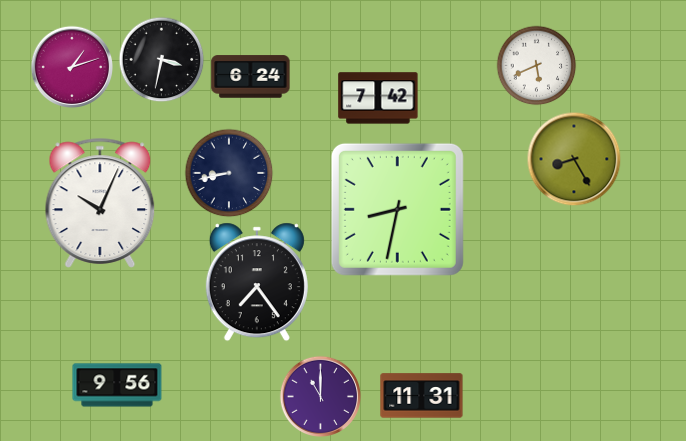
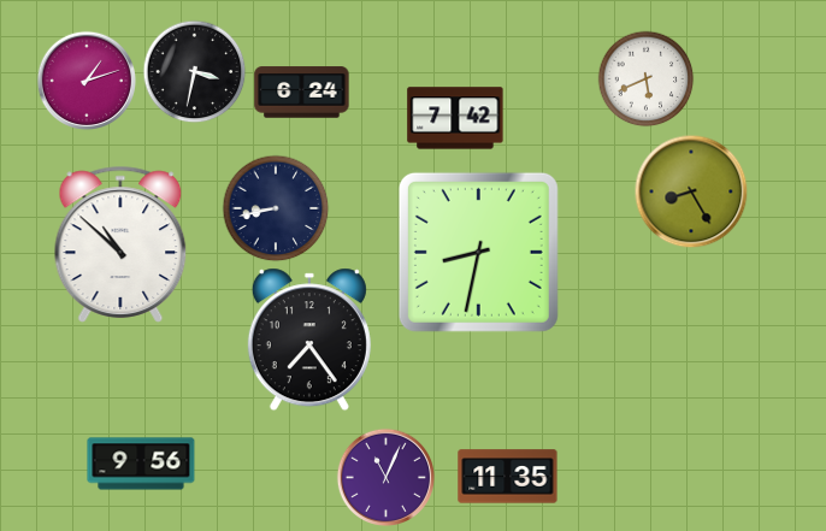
clock at (100, 203): 10:04 -> 10:52
clock at (320, 396): 11:00 -> 11:04
clock at (422, 396): 11:31 -> 11:35
